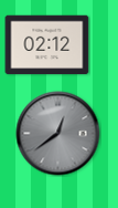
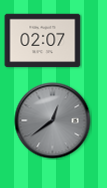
clock at (47, 45): 02:12 -> 02:07
